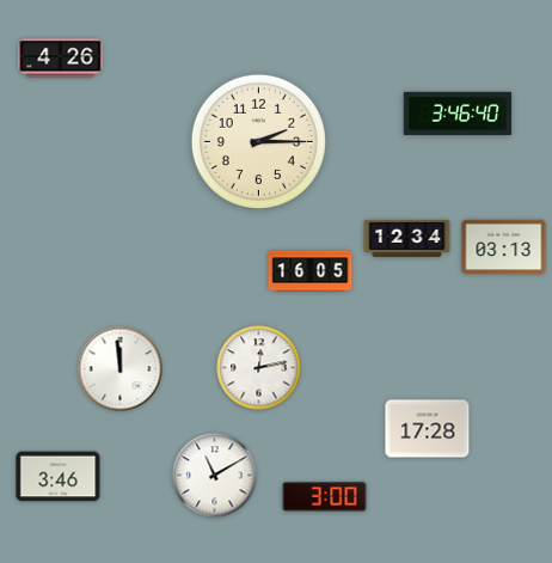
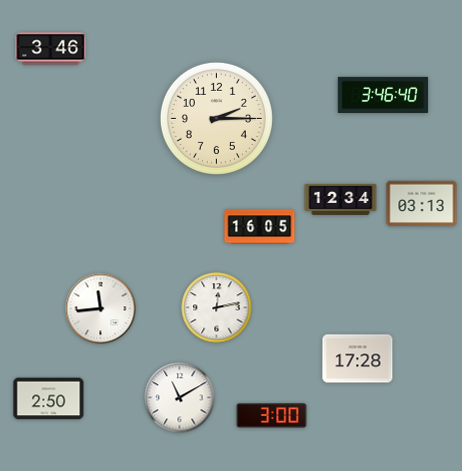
clock at (61, 59): 4:26 -> 3:46
clock at (504, 247) position: (504, 247) -> (422, 204)
clock at (121, 369): 11:59 -> 11:44
clock at (59, 477): 3:46 -> 2:50
